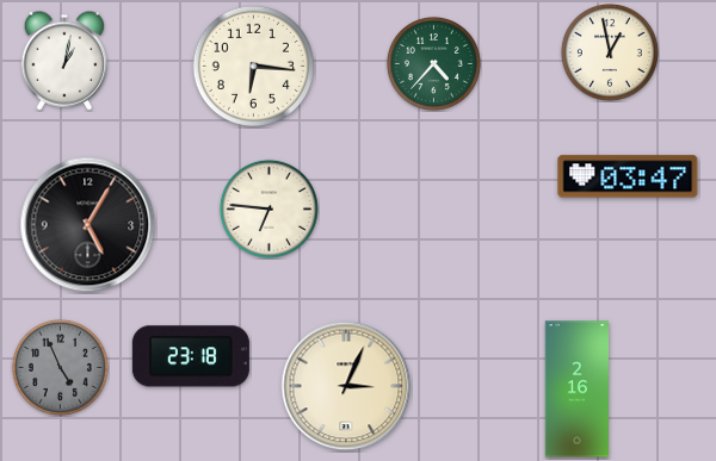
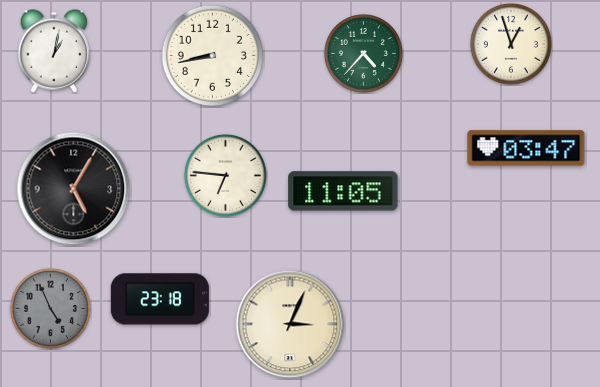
clock at (610, 52): 12:58 -> 12:57
clock at (253, 66): 6:16 -> 8:43
clock at (343, 191): none -> 11:05
clock at (576, 390): 2:16 -> none
